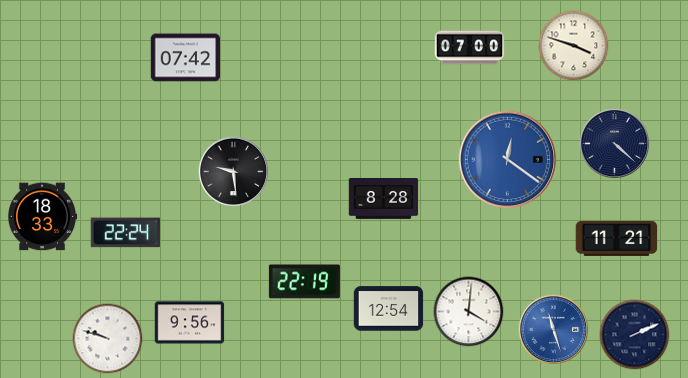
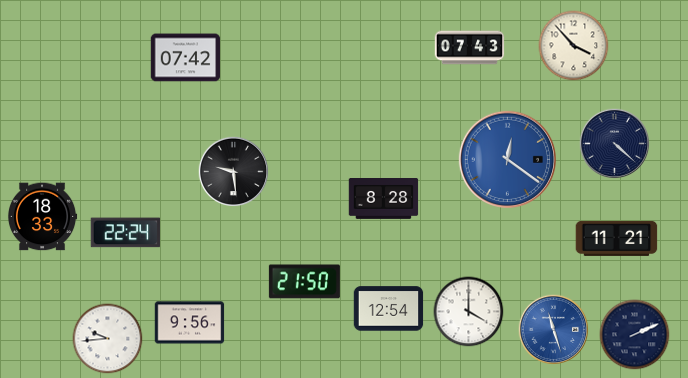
clock at (574, 46): 3:48 -> 3:53
clock at (470, 48): 07:00 -> 07:43
clock at (304, 282): 22:19 -> 21:50
clock at (469, 312): 4:01 -> 4:00
clock at (108, 339): 9:48 -> 9:44
